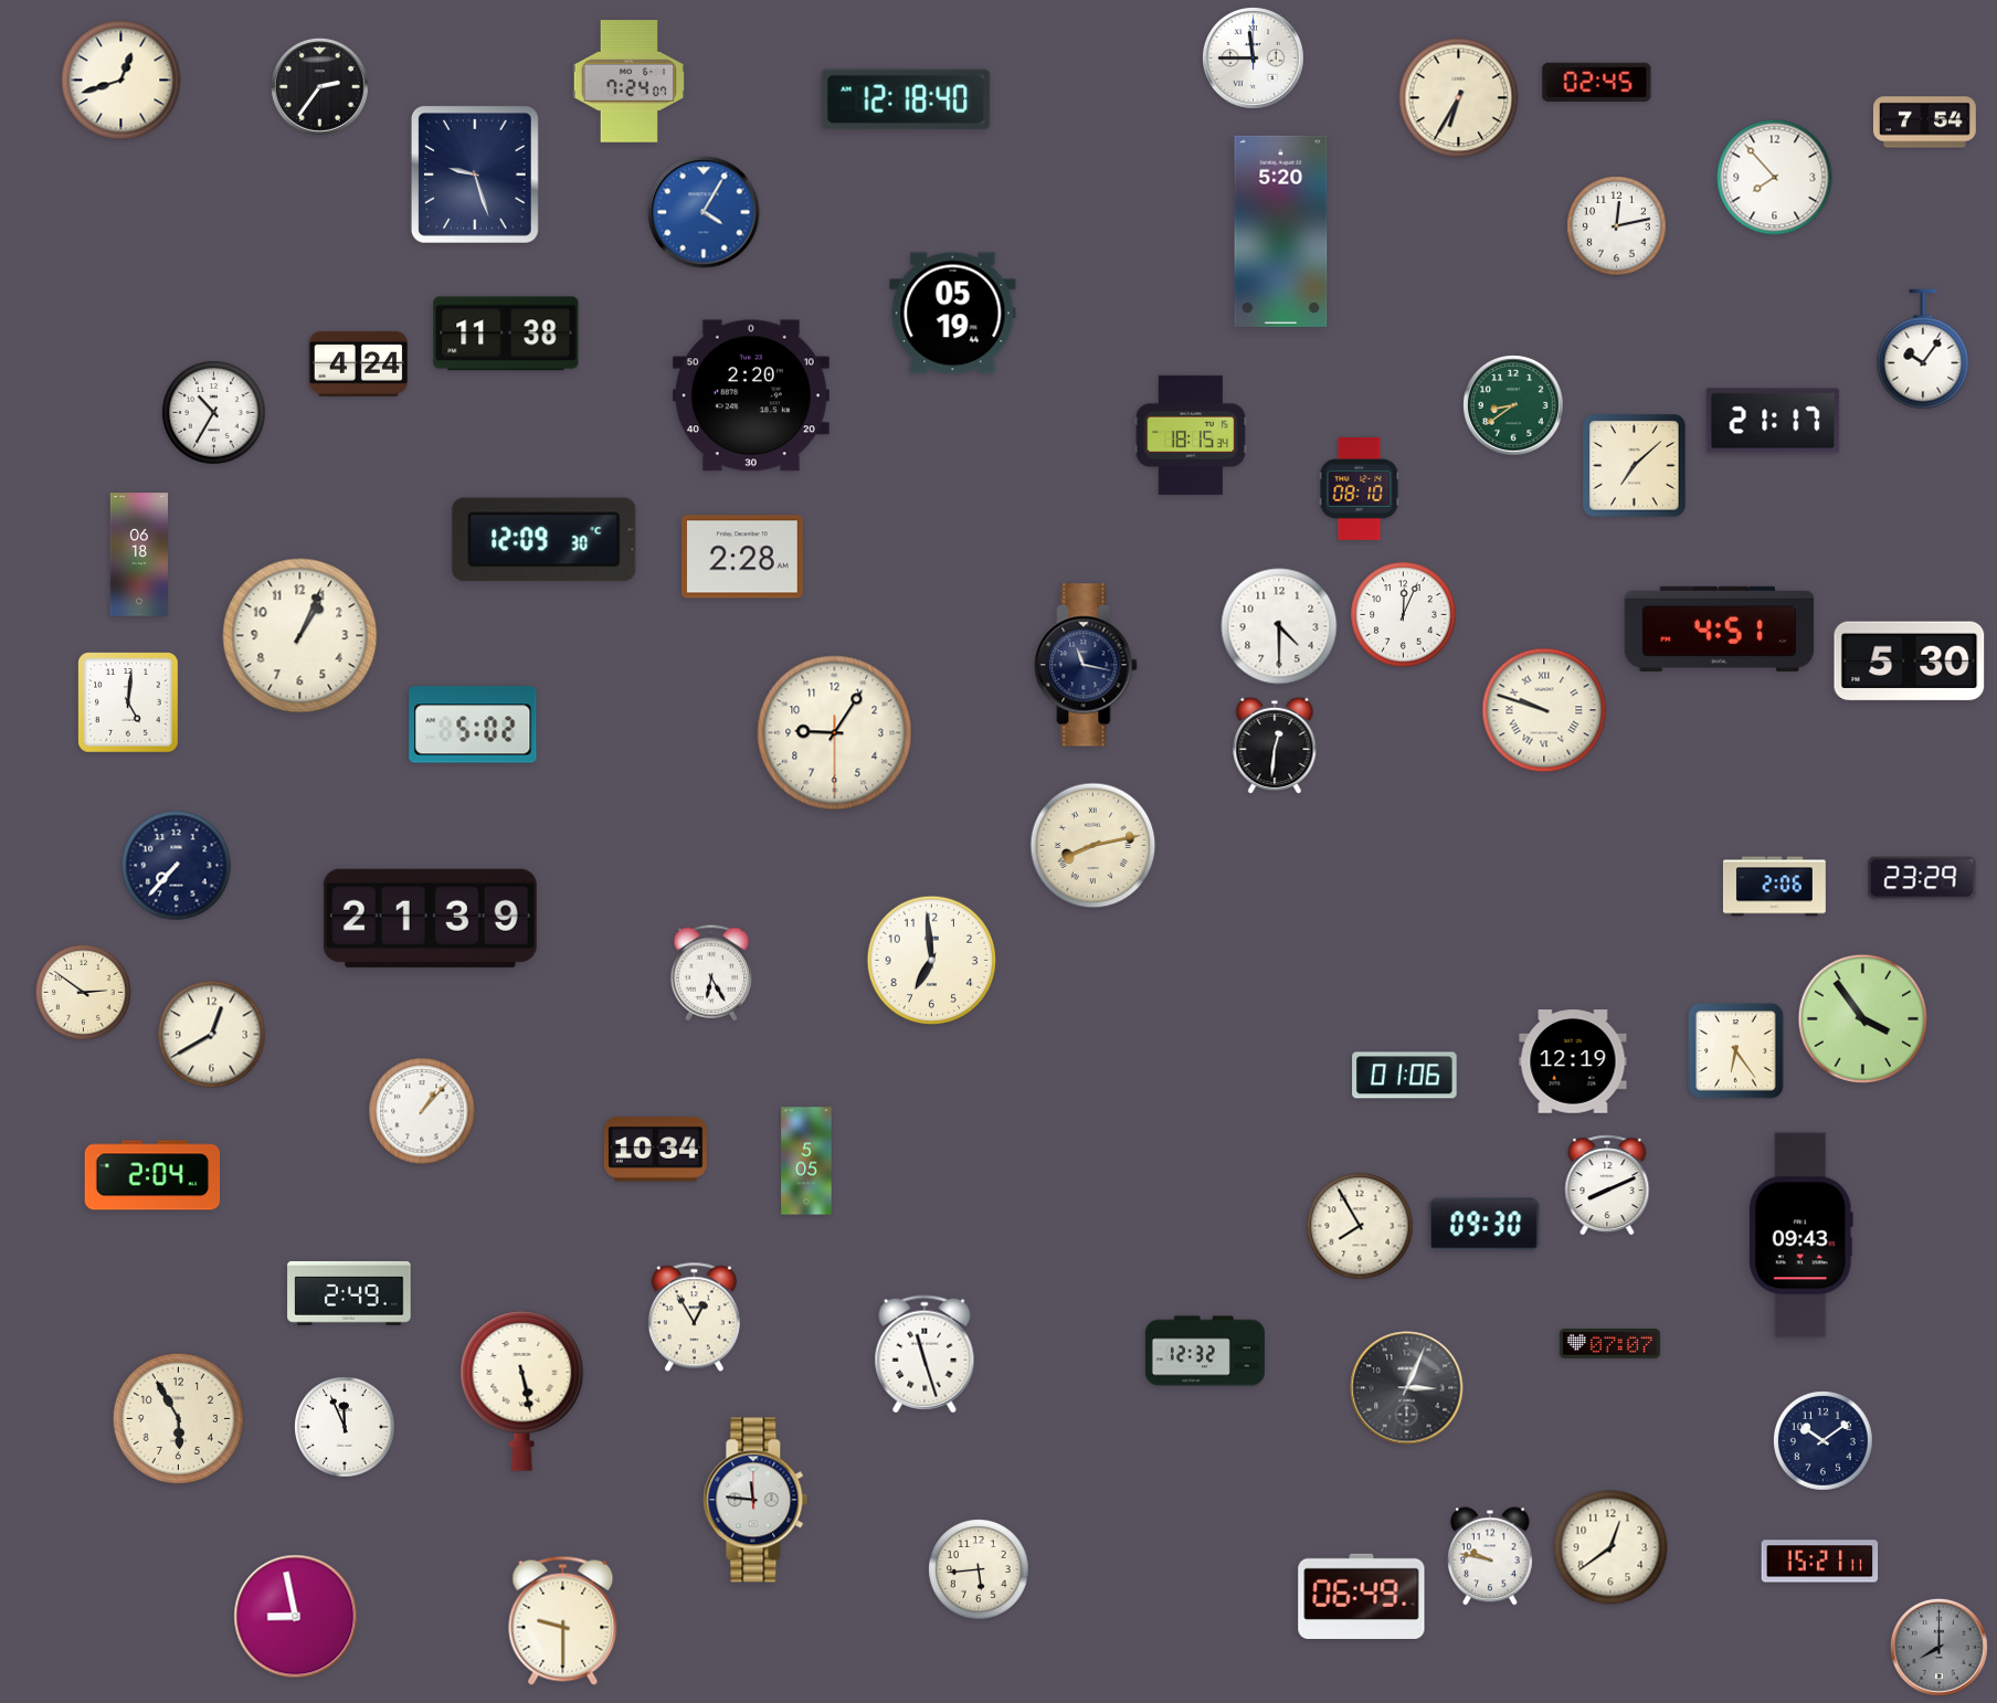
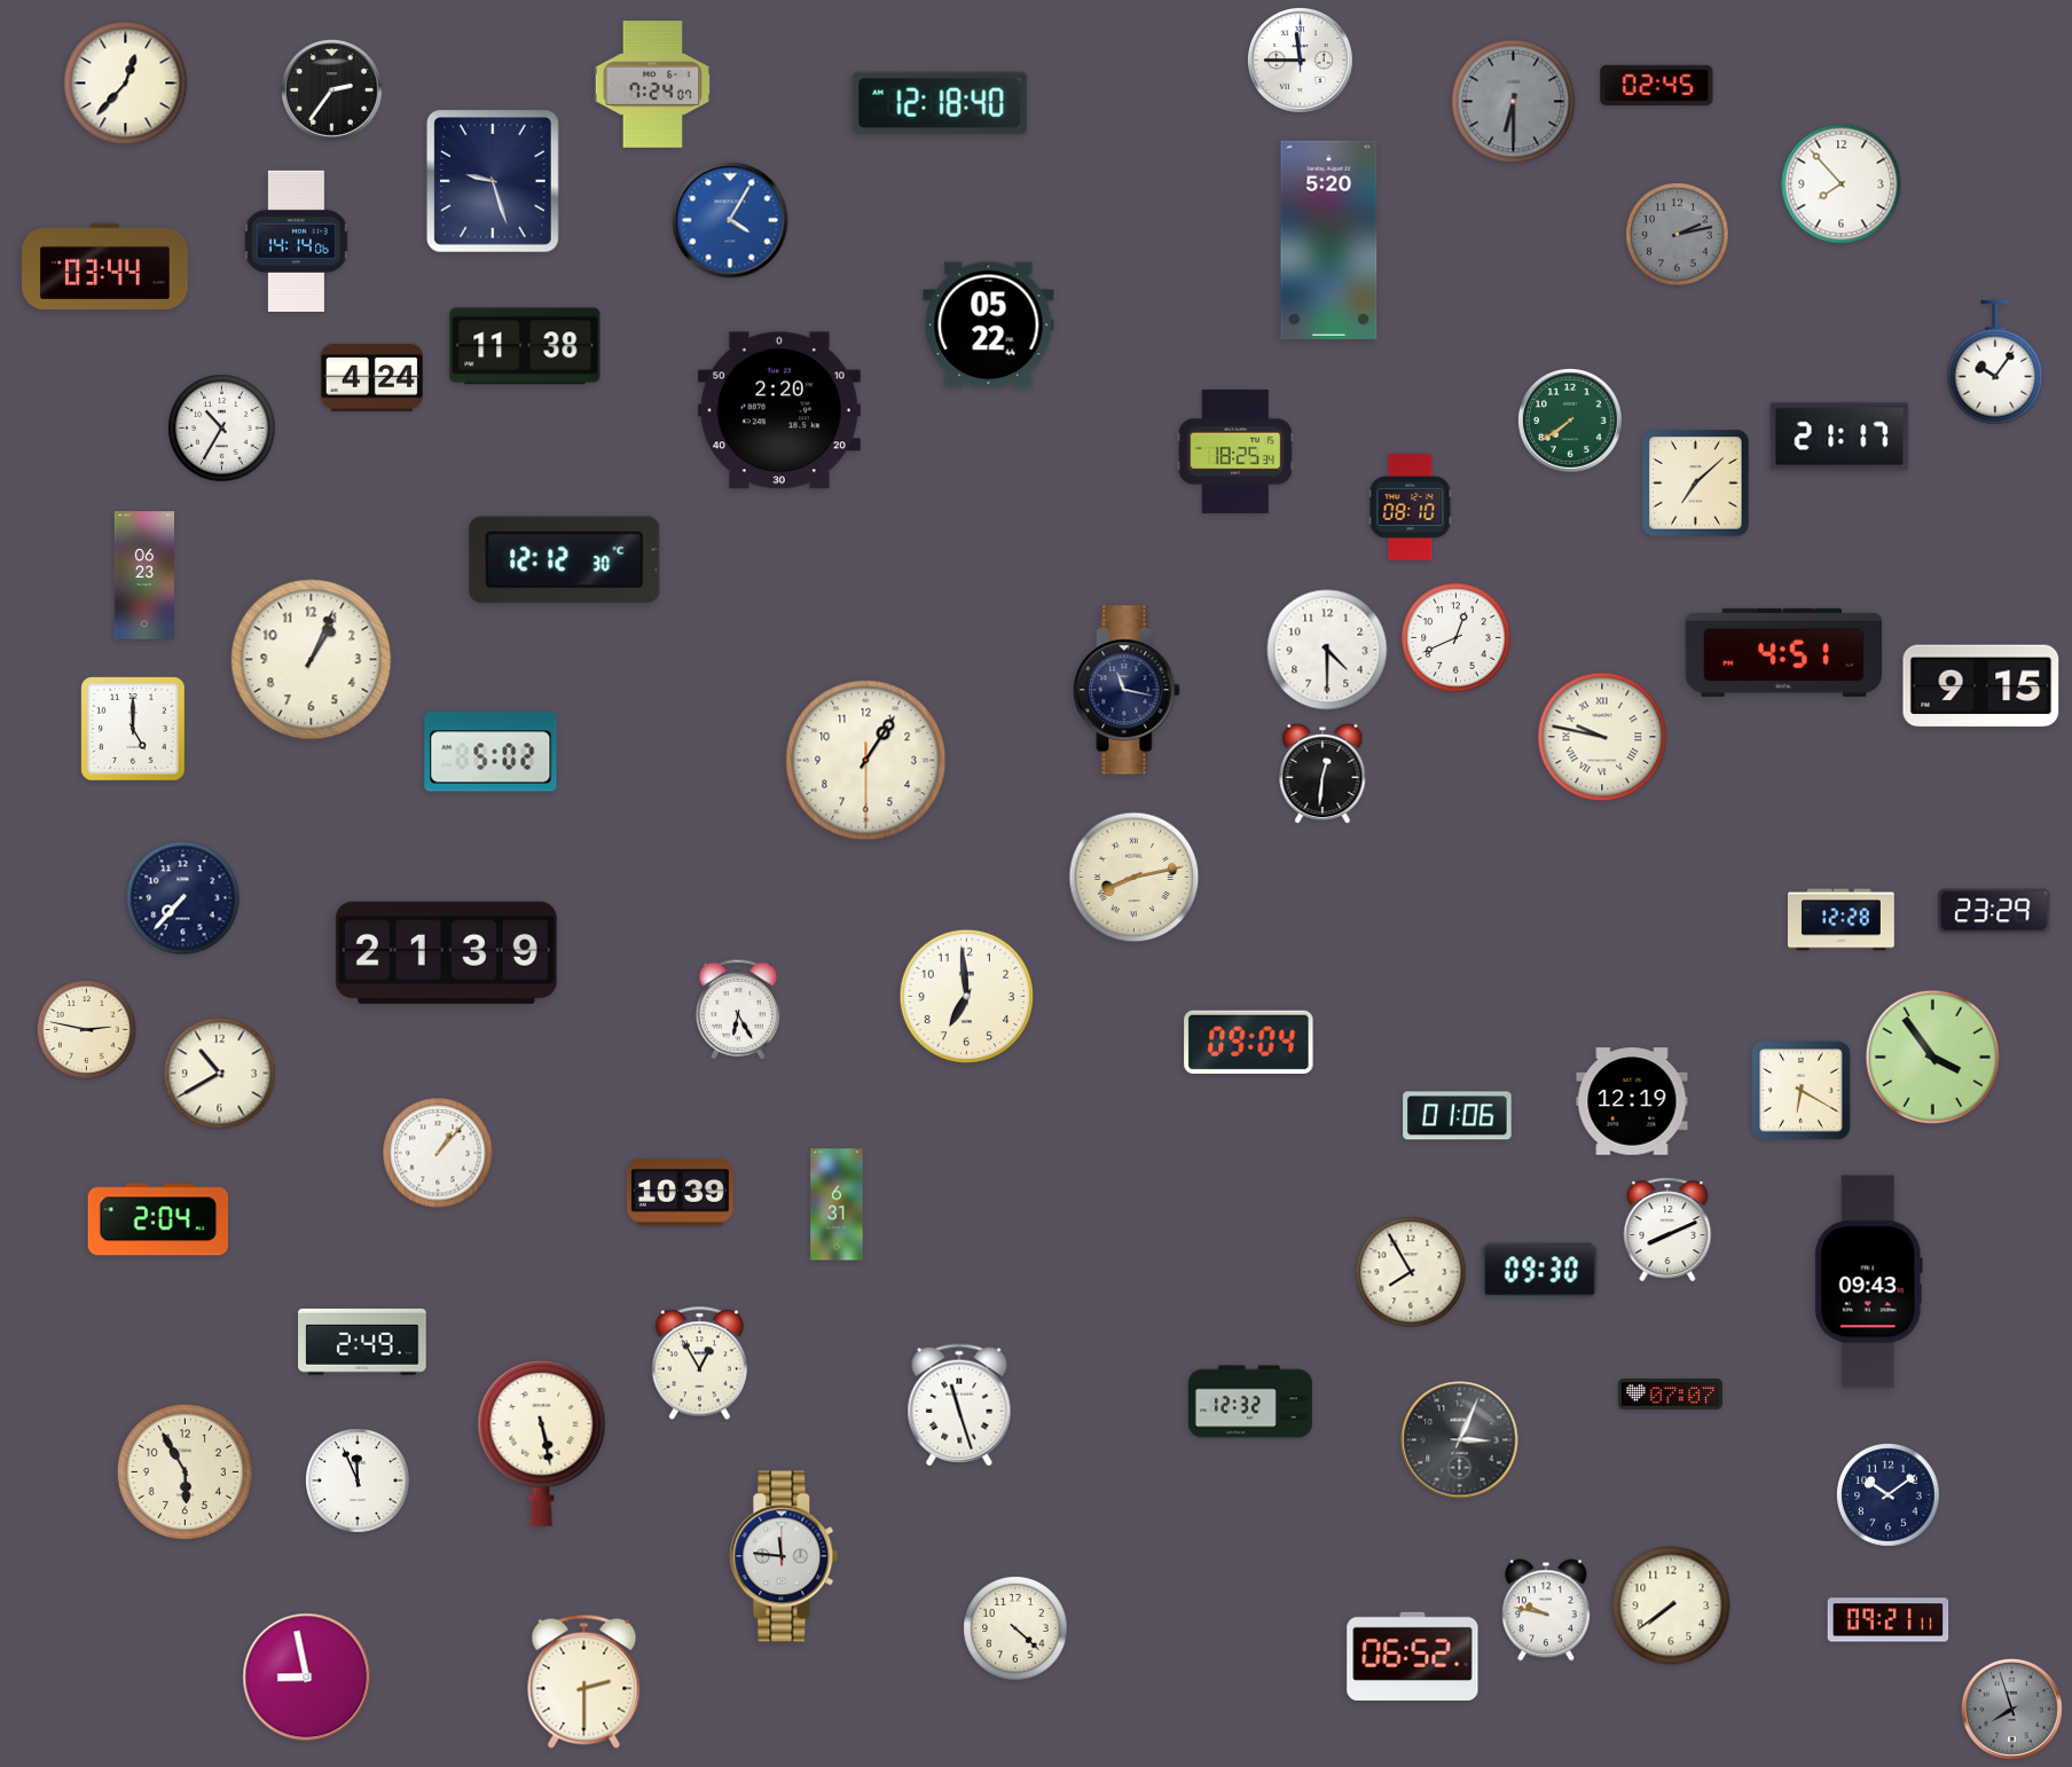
clock at (121, 81): 12:42 -> 12:37
clock at (1459, 98): 6:35 -> 6:30
clock at (1459, 98) dial: cream -> grey
clock at (1924, 123): 7:54 -> none
clock at (1617, 226): 12:13 -> 2:13
clock at (1617, 226) dial: white -> grey
clock at (296, 241): none -> 14:14
clock at (105, 267): none -> 03:44
clock at (953, 314): 05:19 -> 05:22
clock at (1514, 406): 8:39 -> 7:39
clock at (1191, 435): 18:15 -> 18:25
clock at (545, 540): 12:09 -> 12:12
clock at (138, 554): 06:18 -> 06:23
clock at (742, 557): 2:28 -> none
clock at (1404, 615): 12:04 -> 12:41
clock at (1910, 662): 5:30 -> 9:15
clock at (128, 702): 5:01 -> 5:00
clock at (1544, 710): 9:48 -> 9:47
clock at (835, 733): 9:05 -> 1:05
clock at (1774, 887): 2:06 -> 12:28
clock at (83, 992): 2:51 -> 2:47
clock at (1249, 1042): none -> 09:04
clock at (212, 1035): 12:40 -> 10:40
clock at (1736, 1051): 6:24 -> 6:20
clock at (655, 1150): 10:34 -> 10:39
clock at (806, 1161): 5:05 -> 6:31
clock at (694, 1318) position: (694, 1318) -> (699, 1364)
clock at (1824, 1441) position: (1824, 1441) -> (1889, 1495)
clock at (1610, 1547): 12:39 -> 7:39
clock at (1490, 1556) position: (1490, 1556) -> (1546, 1610)
clock at (1820, 1562): 15:21 -> 09:21
clock at (980, 1570): 5:44 -> 4:22
clock at (1362, 1596): 06:49 -> 06:52
clock at (563, 1620): 9:30 -> 2:30
clock at (1938, 1647): 8:00 -> 7:57
